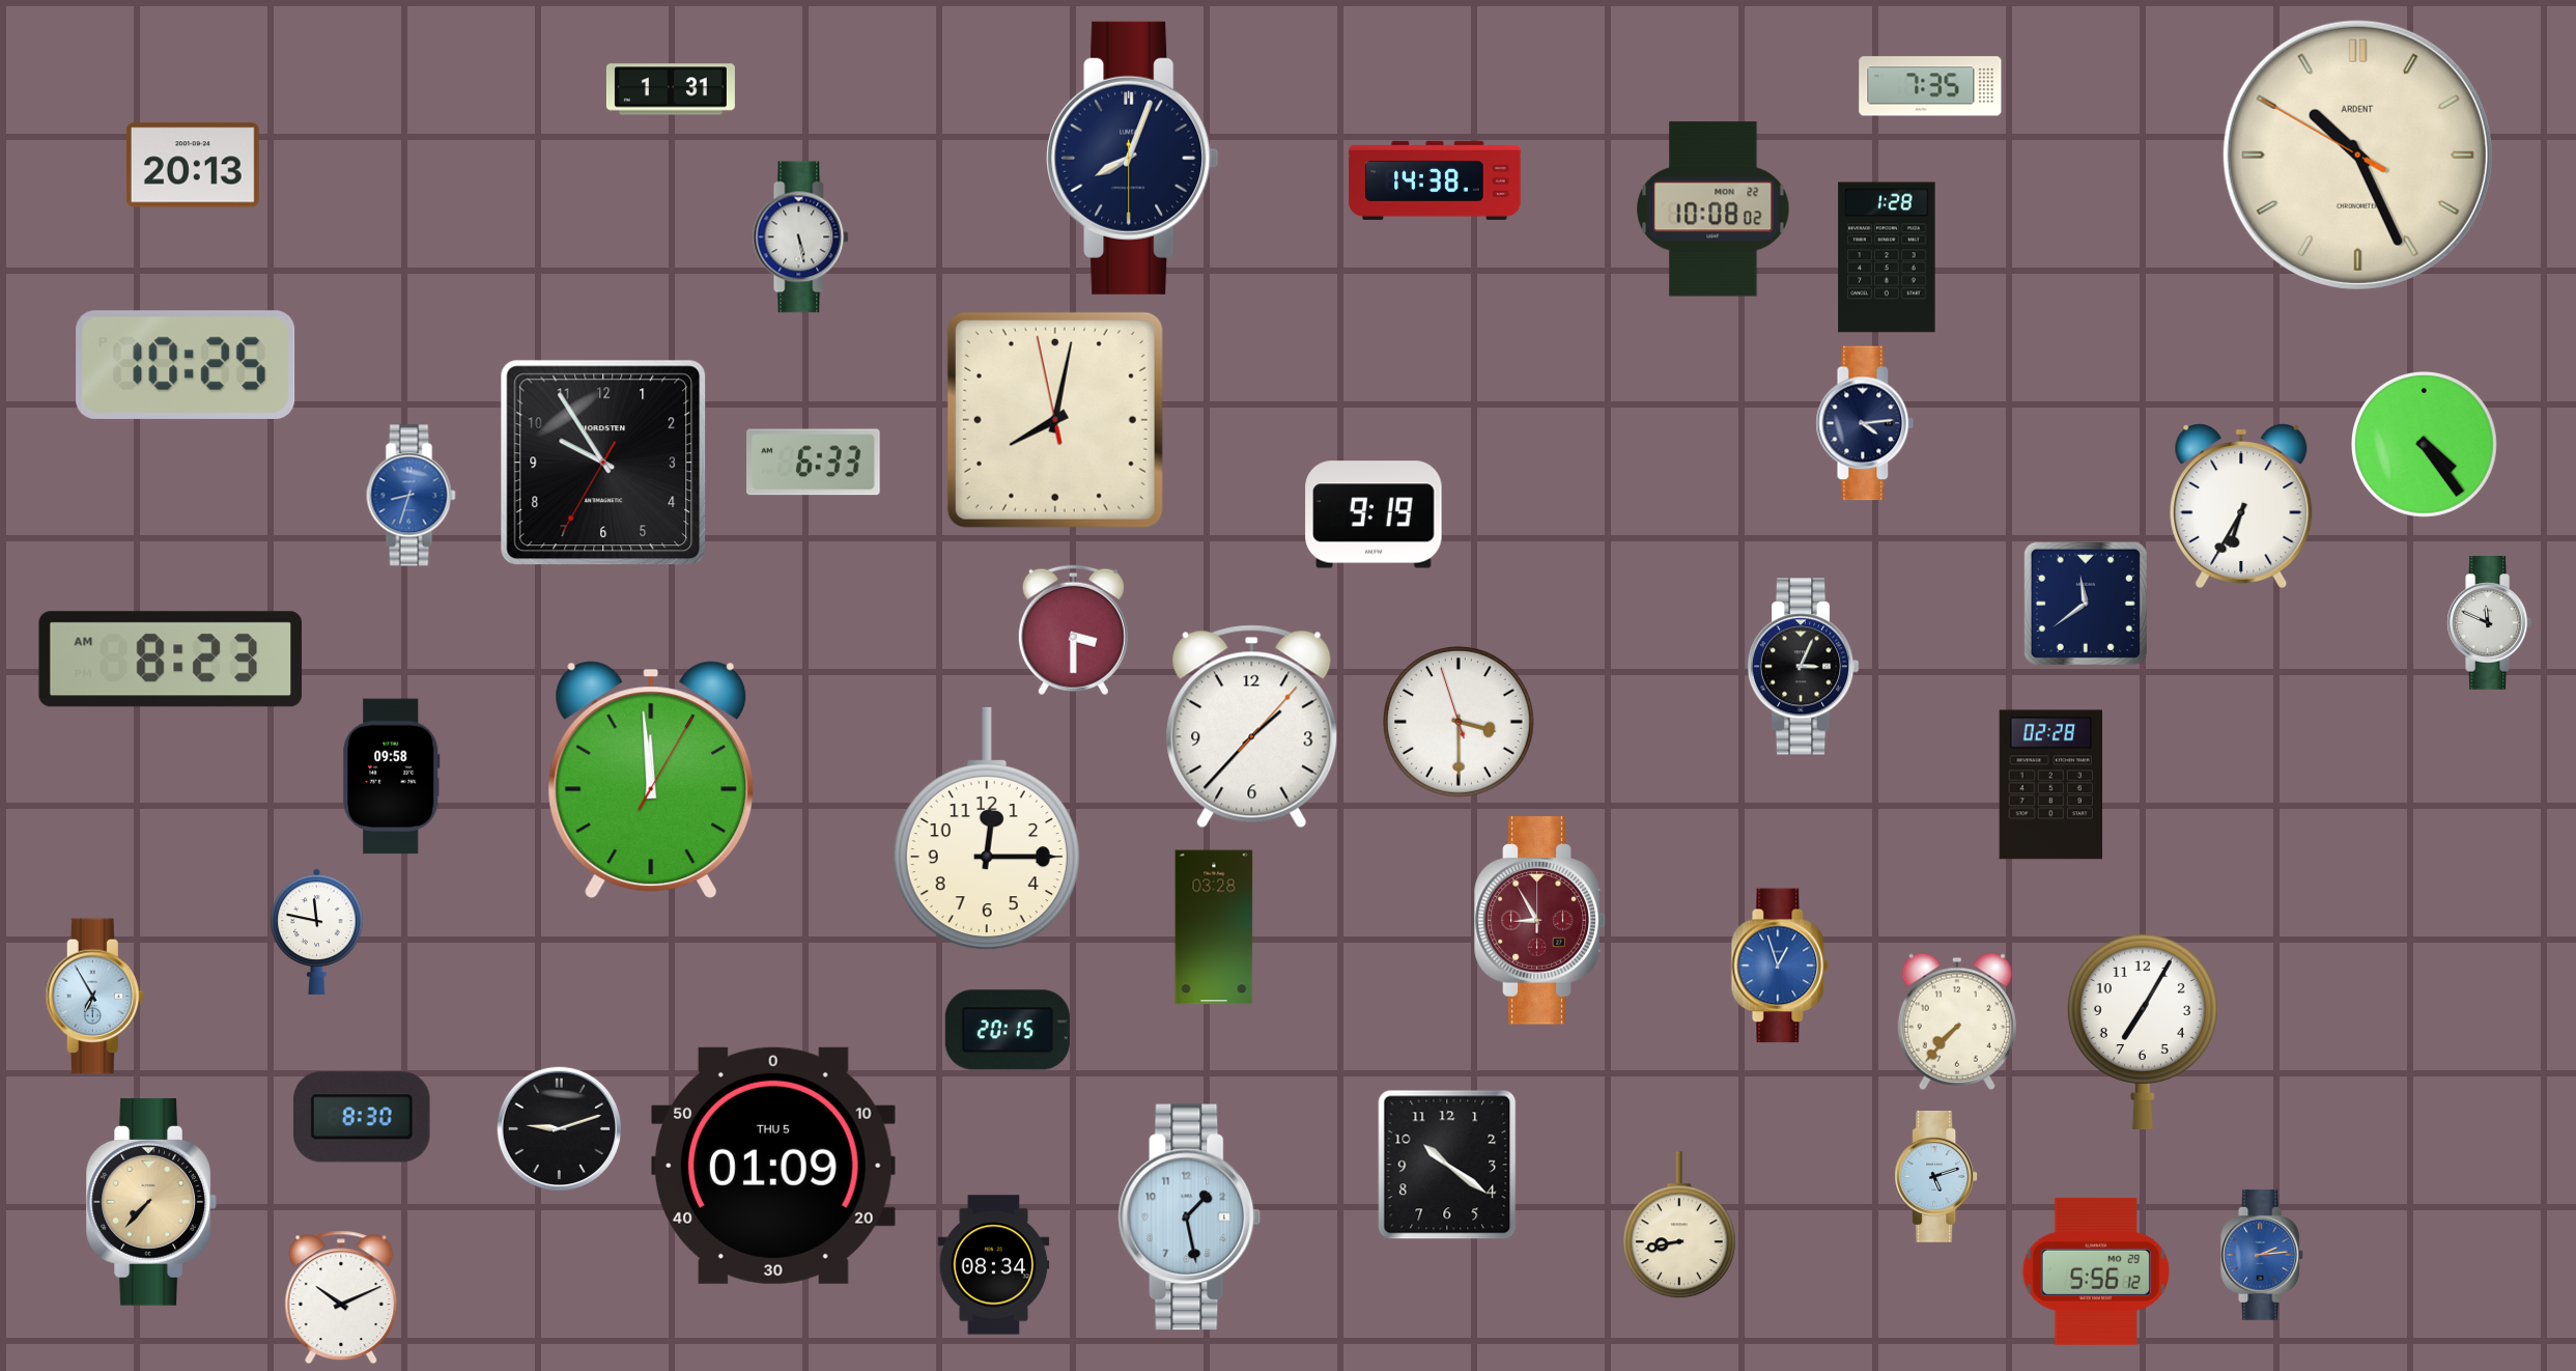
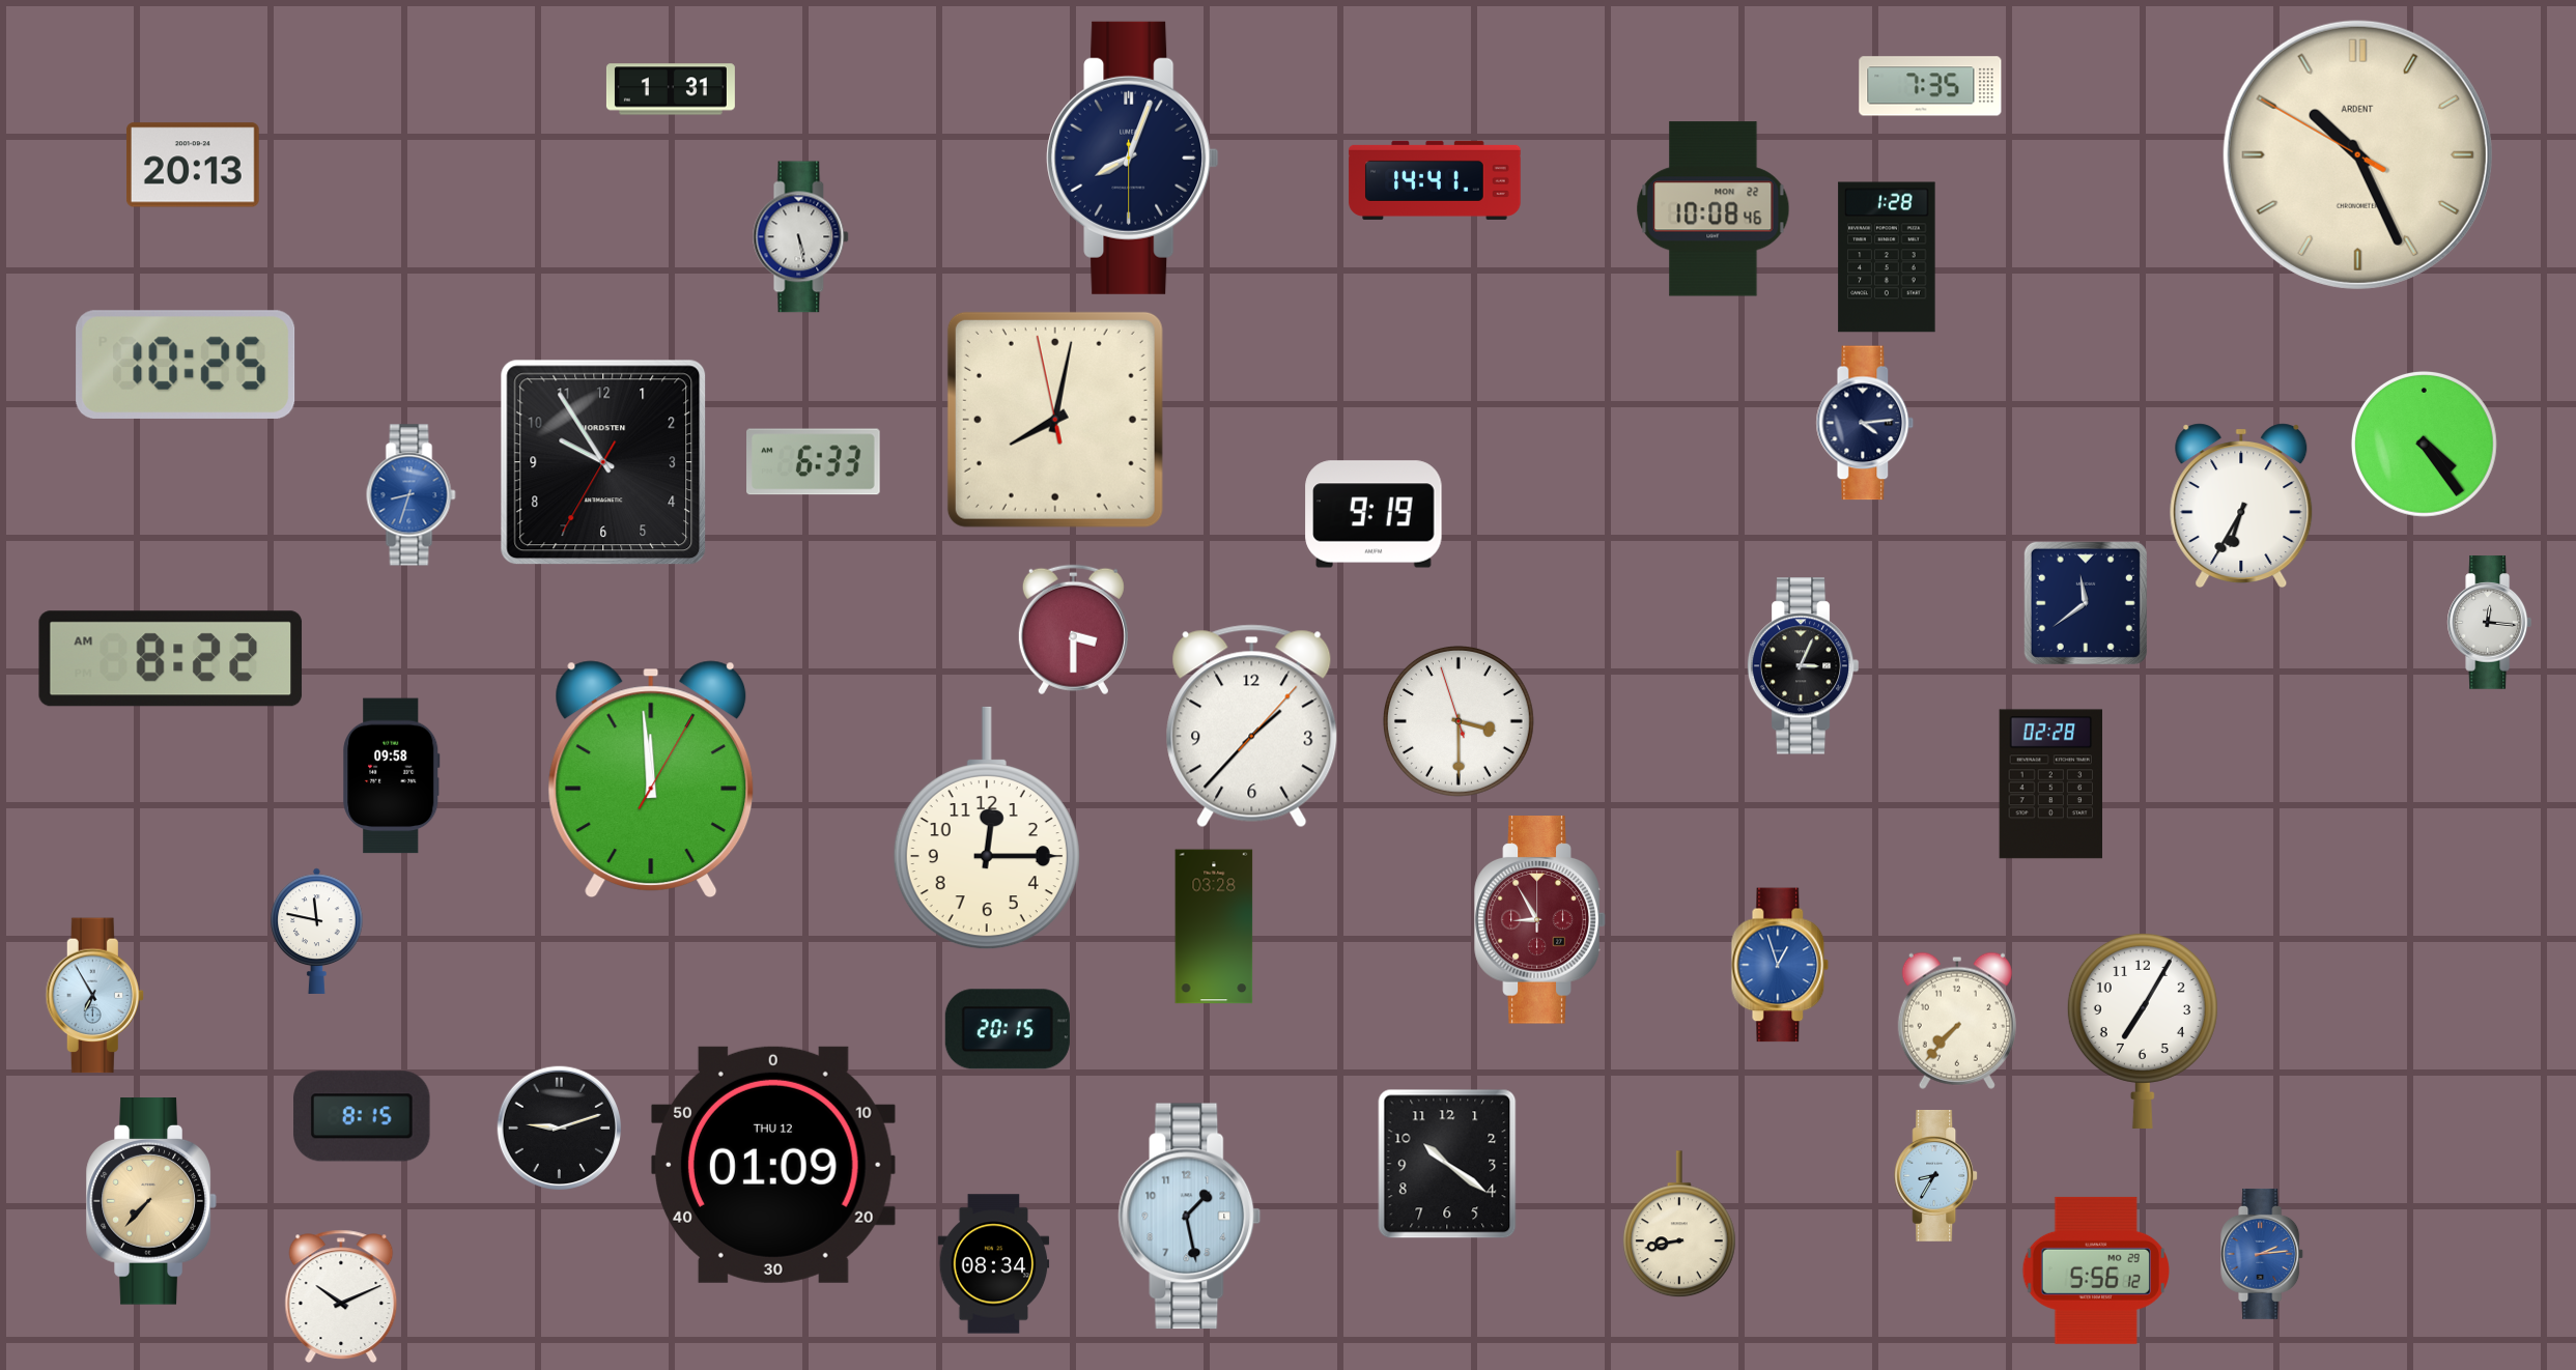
clock at (1435, 180): 14:38 -> 14:41
clock at (1714, 209): 10:08:02 -> 10:08:46
clock at (2489, 623): 11:49 -> 12:16
clock at (171, 660): 8:23 -> 8:22
clock at (362, 1117): 8:30 -> 8:15
clock at (773, 1166) date: THU 5 -> THU 12
clock at (1936, 1177): 5:12 -> 8:35
